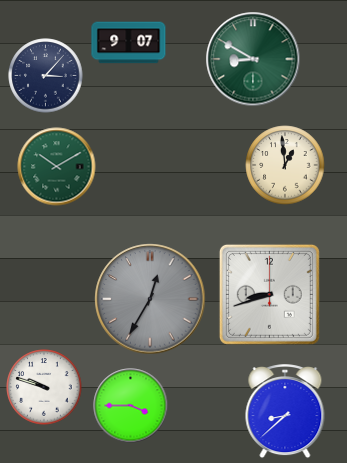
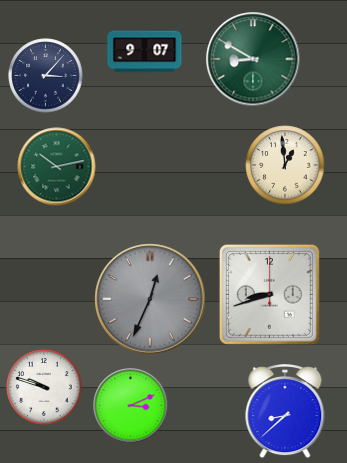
clock at (129, 43) position: (129, 43) -> (145, 52)
clock at (57, 167): 10:10 -> 10:13
clock at (150, 299): 12:35 -> 12:34
clock at (131, 406): 3:45 -> 3:11
